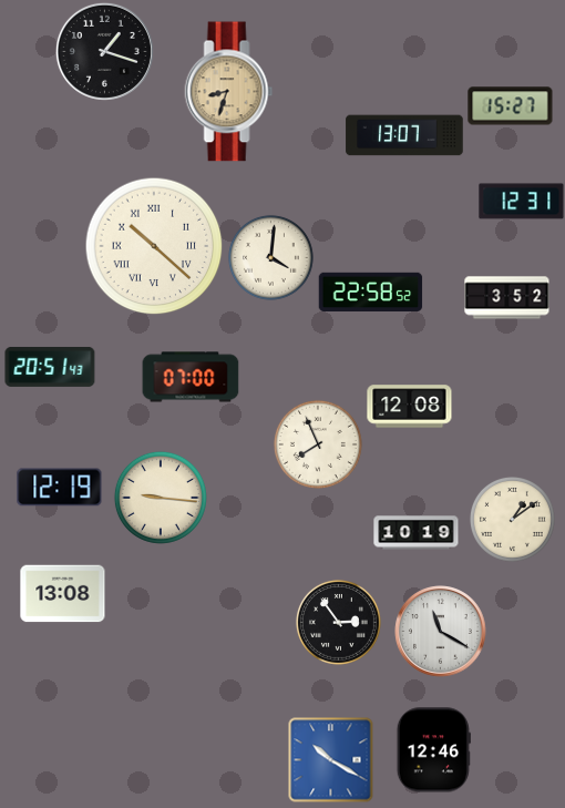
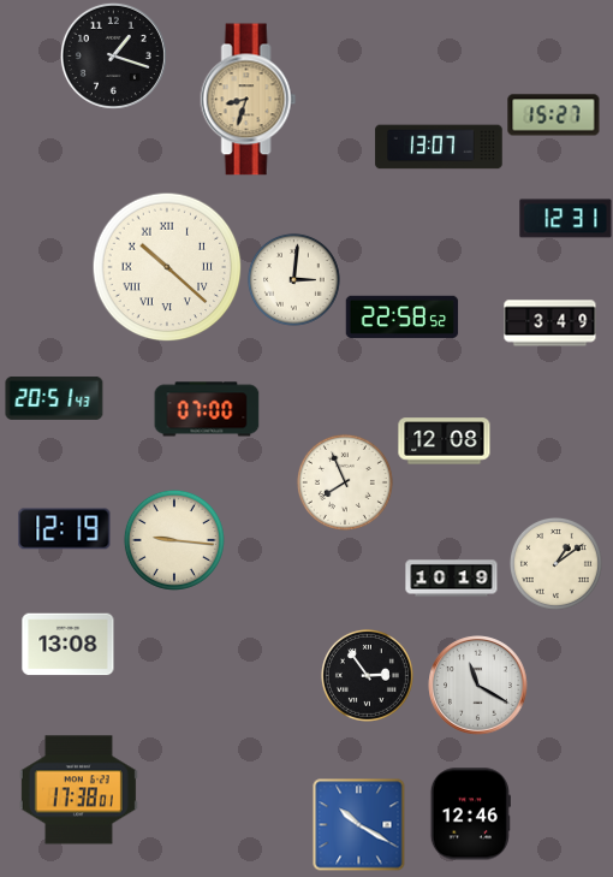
clock at (270, 257): 4:01 -> 3:01
clock at (507, 298): 3:52 -> 3:49
clock at (78, 790): none -> 17:38
